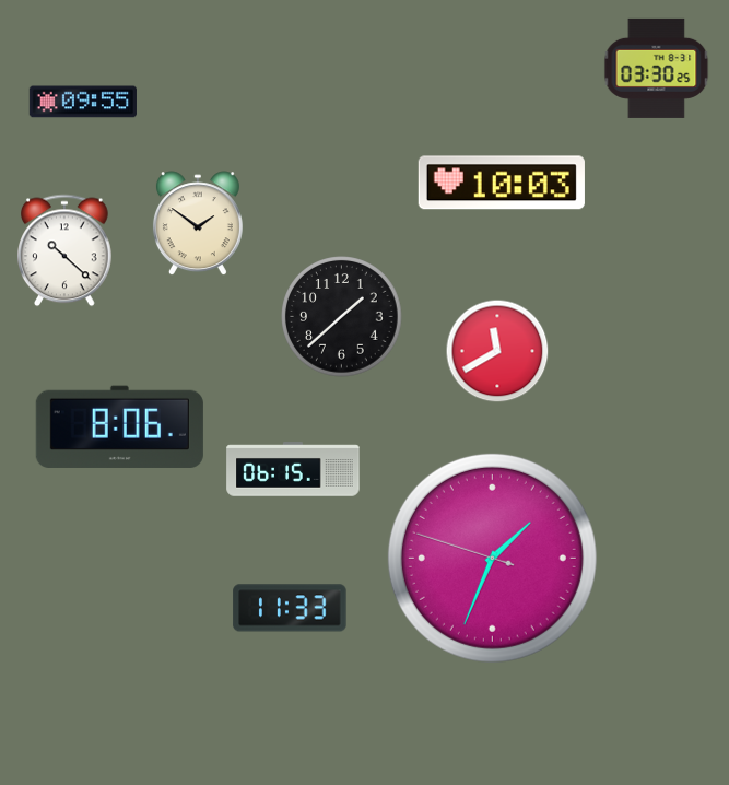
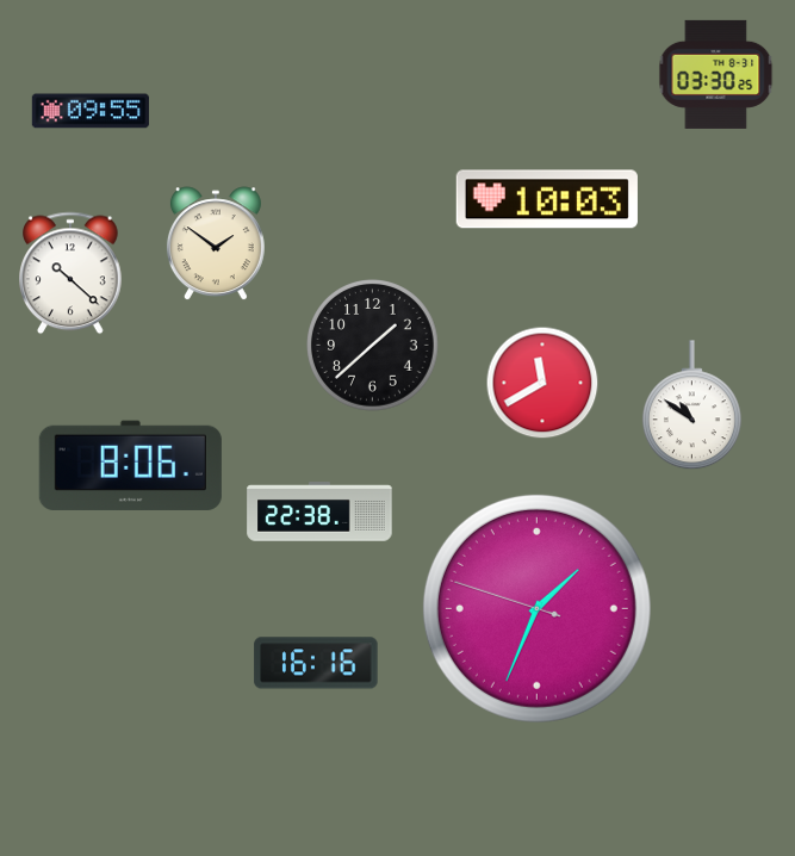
clock at (691, 405): none -> 10:51
clock at (293, 469): 06:15 -> 22:38
clock at (290, 608): 11:33 -> 16:16
